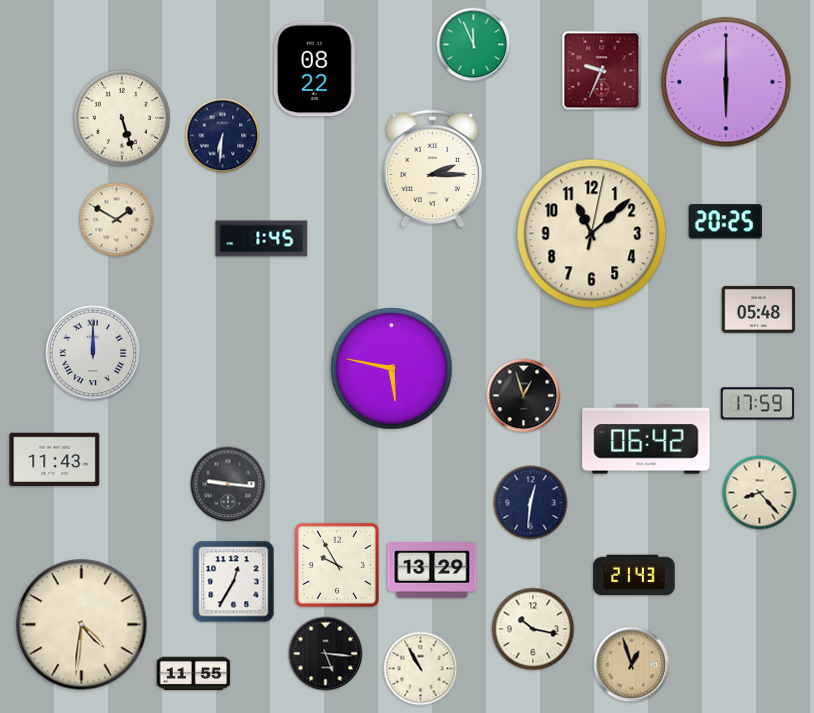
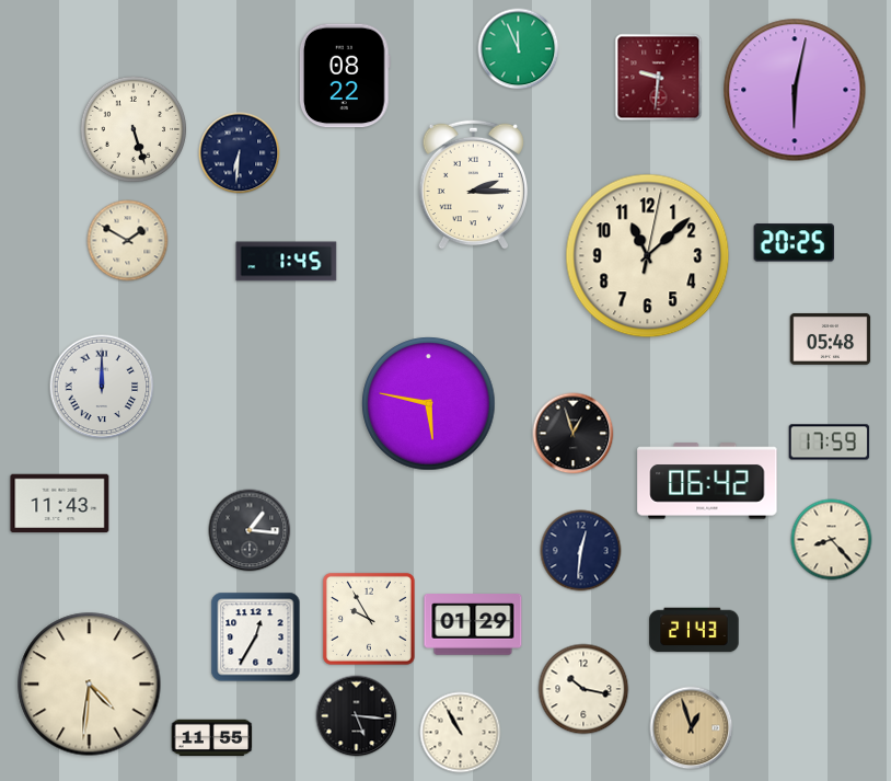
clock at (602, 71): 9:34 -> 9:31
clock at (726, 82): 6:00 -> 6:02
clock at (223, 136) position: (223, 136) -> (240, 153)
clock at (228, 484): 9:16 -> 1:16
clock at (432, 571): 13:29 -> 01:29
